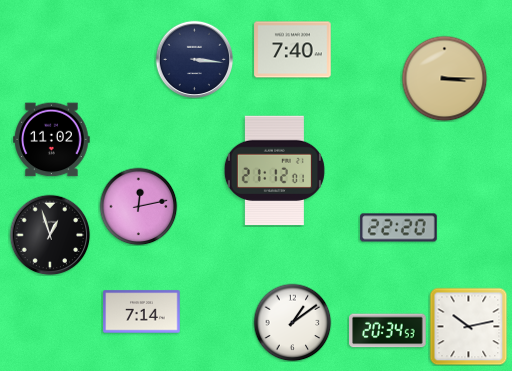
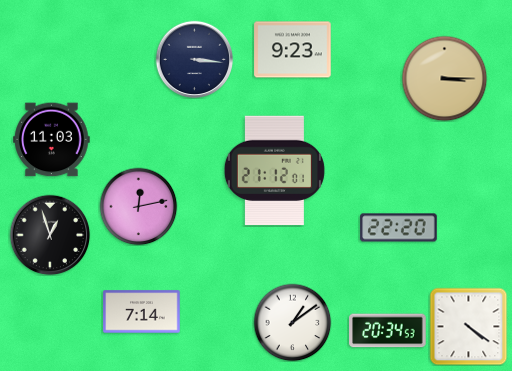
clock at (293, 50): 7:40 -> 9:23
clock at (52, 140): 11:02 -> 11:03
clock at (468, 326): 10:13 -> 4:21
